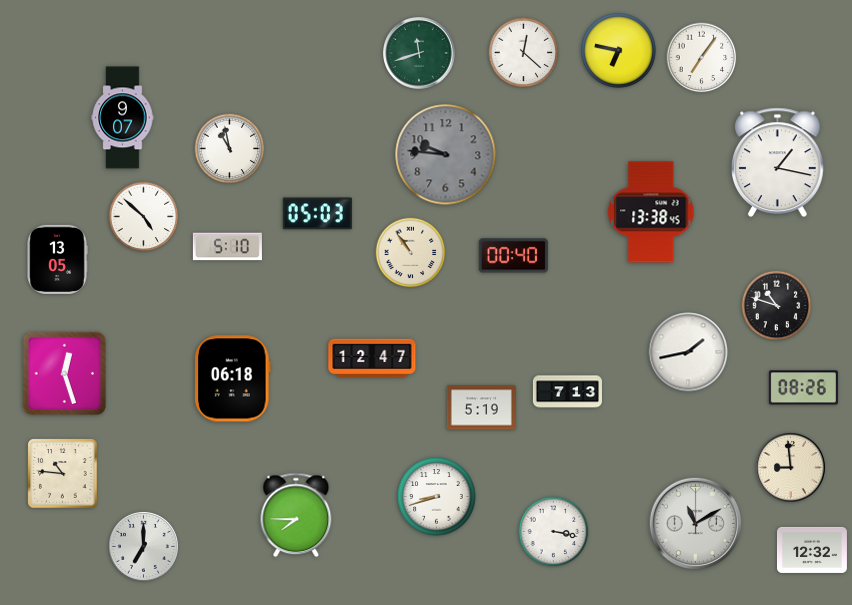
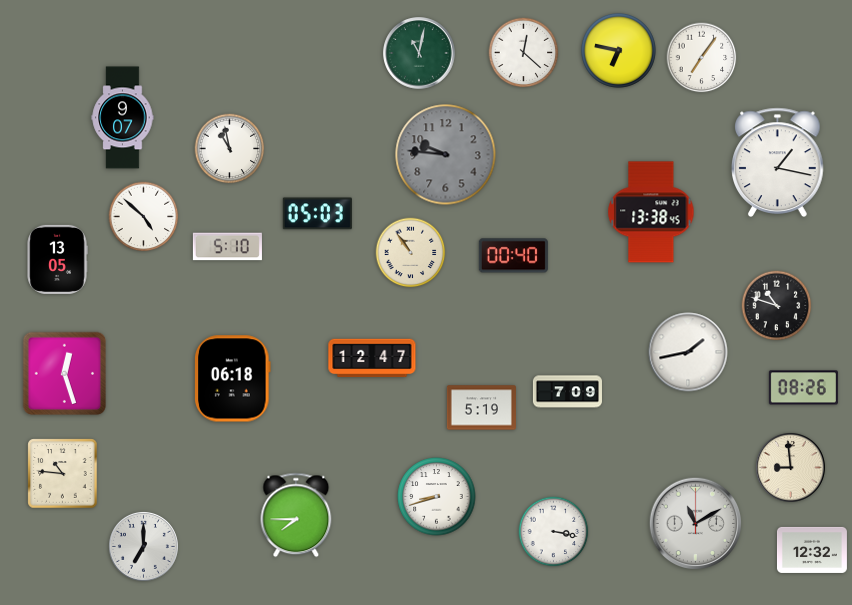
clock at (419, 53): 11:42 -> 11:02
clock at (567, 392): 7:13 -> 7:09
